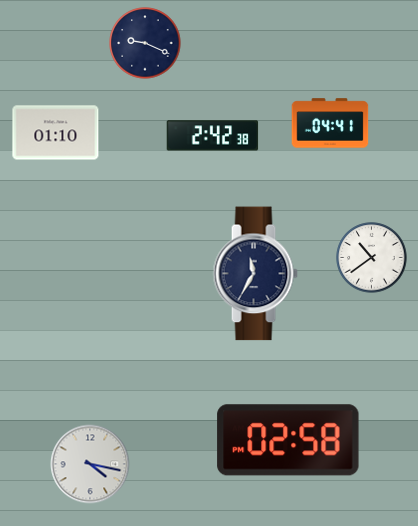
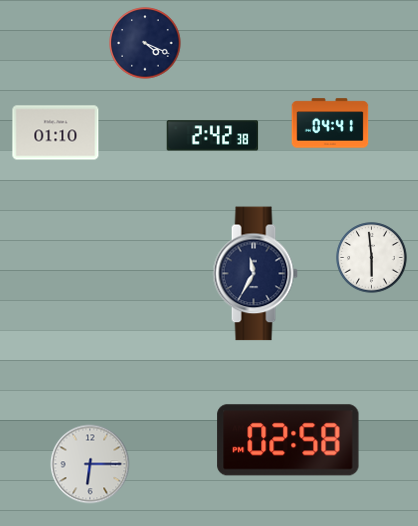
clock at (145, 43): 9:19 -> 4:19
clock at (372, 258): 10:39 -> 5:59
clock at (90, 464): 4:17 -> 6:15
